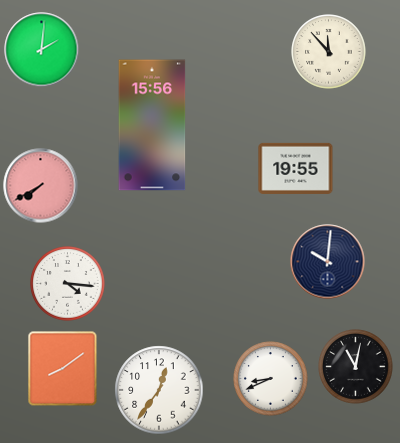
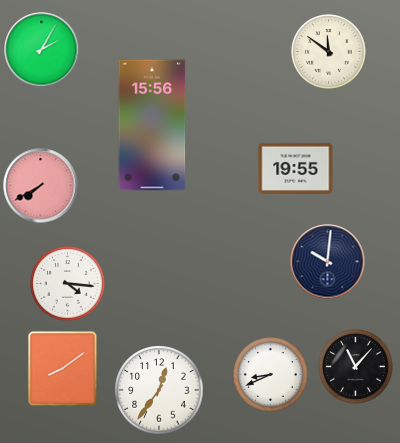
clock at (42, 50): 2:01 -> 2:05
clock at (329, 52): 11:53 -> 11:51
clock at (356, 367): 11:02 -> 11:07
clock at (271, 379) position: (271, 379) -> (271, 375)
